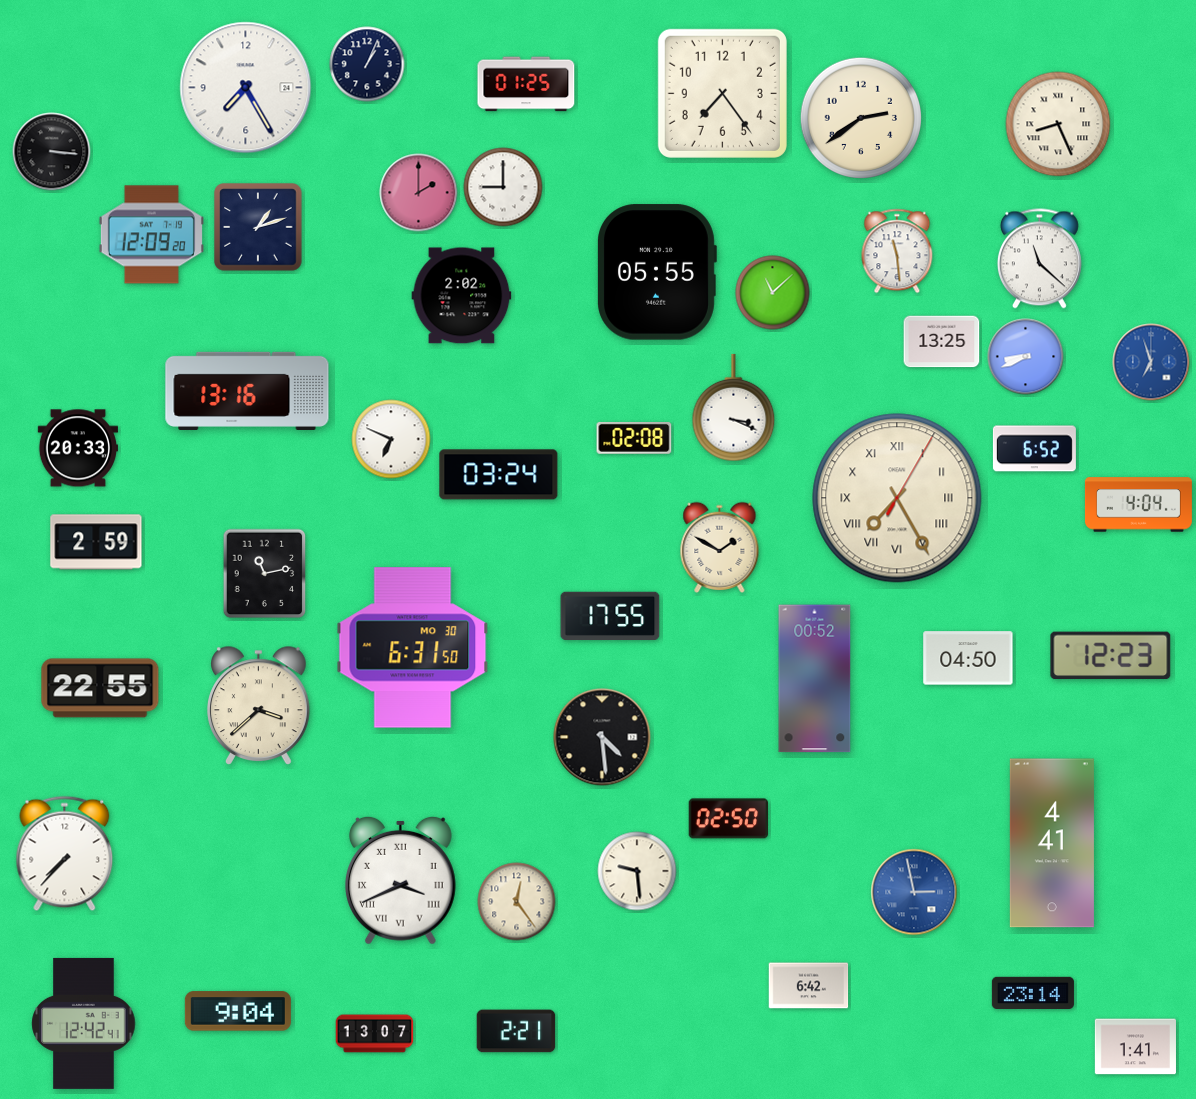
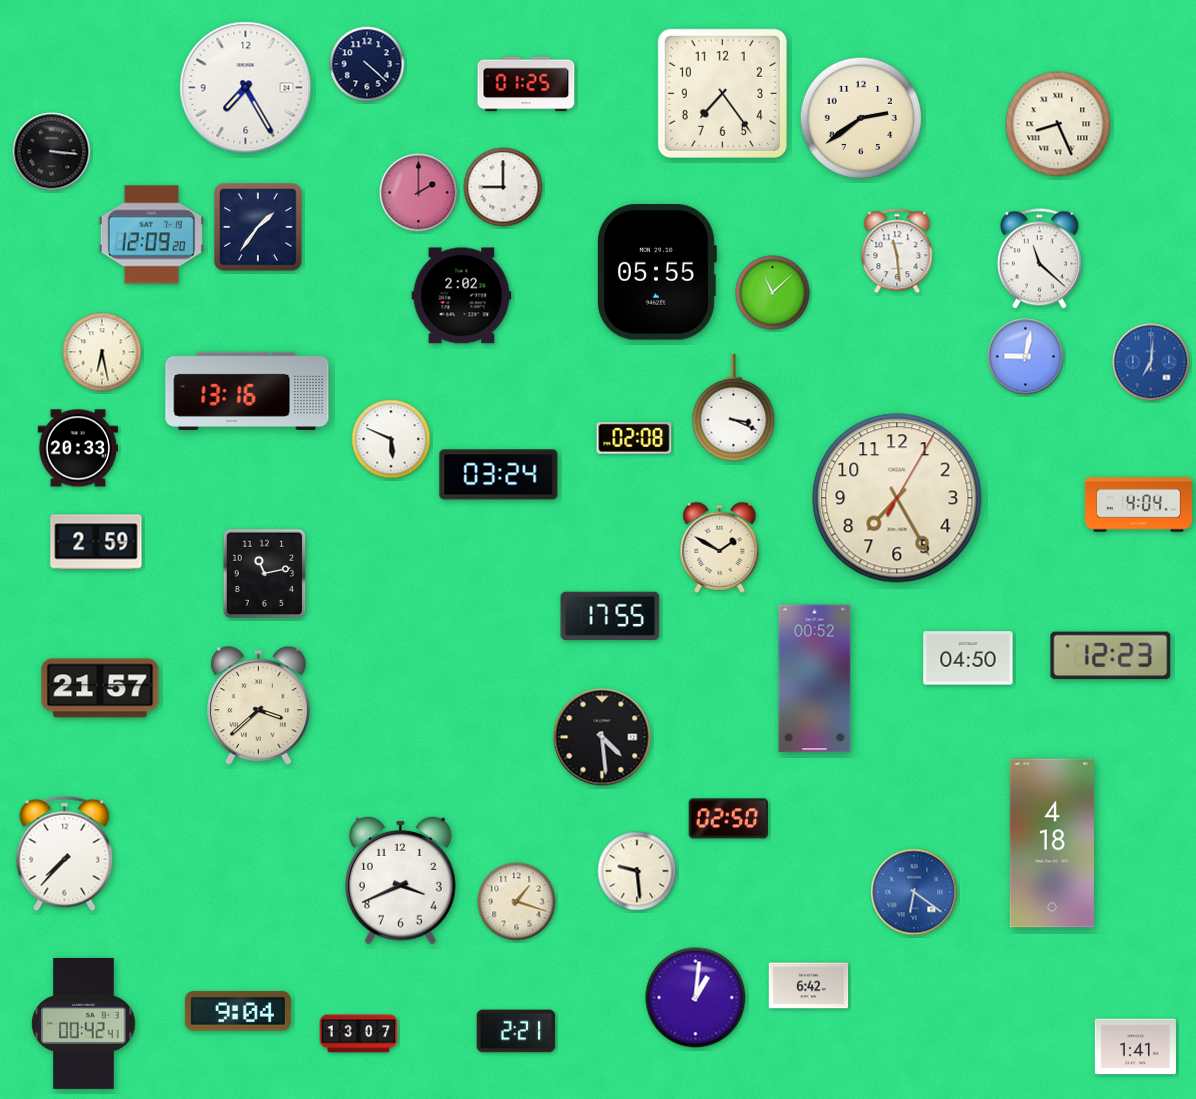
clock at (367, 64): 1:04 -> 4:22
clock at (258, 227): 1:12 -> 1:36
clock at (942, 342): 13:25 -> none
clock at (102, 352): none -> 6:28
clock at (1026, 357): 8:41 -> 9:02
clock at (1151, 362): 6:57 -> 7:01
clock at (391, 439): 6:49 -> 5:49
clock at (1034, 449): 6:52 -> none
clock at (897, 498) numerals: Roman -> Arabic
clock at (413, 648): 6:31 -> none
clock at (100, 688): 22:55 -> 21:57
clock at (1052, 843): 4:41 -> 4:18
clock at (400, 880) numerals: Roman -> Arabic
clock at (914, 892): 2:58 -> 6:21
clock at (517, 902): 12:24 -> 1:18
clock at (1033, 992): 23:14 -> none
clock at (696, 998): none -> 1:01
clock at (84, 1023): 12:42 -> 00:42
clock at (375, 1034) position: (375, 1034) -> (359, 1034)
